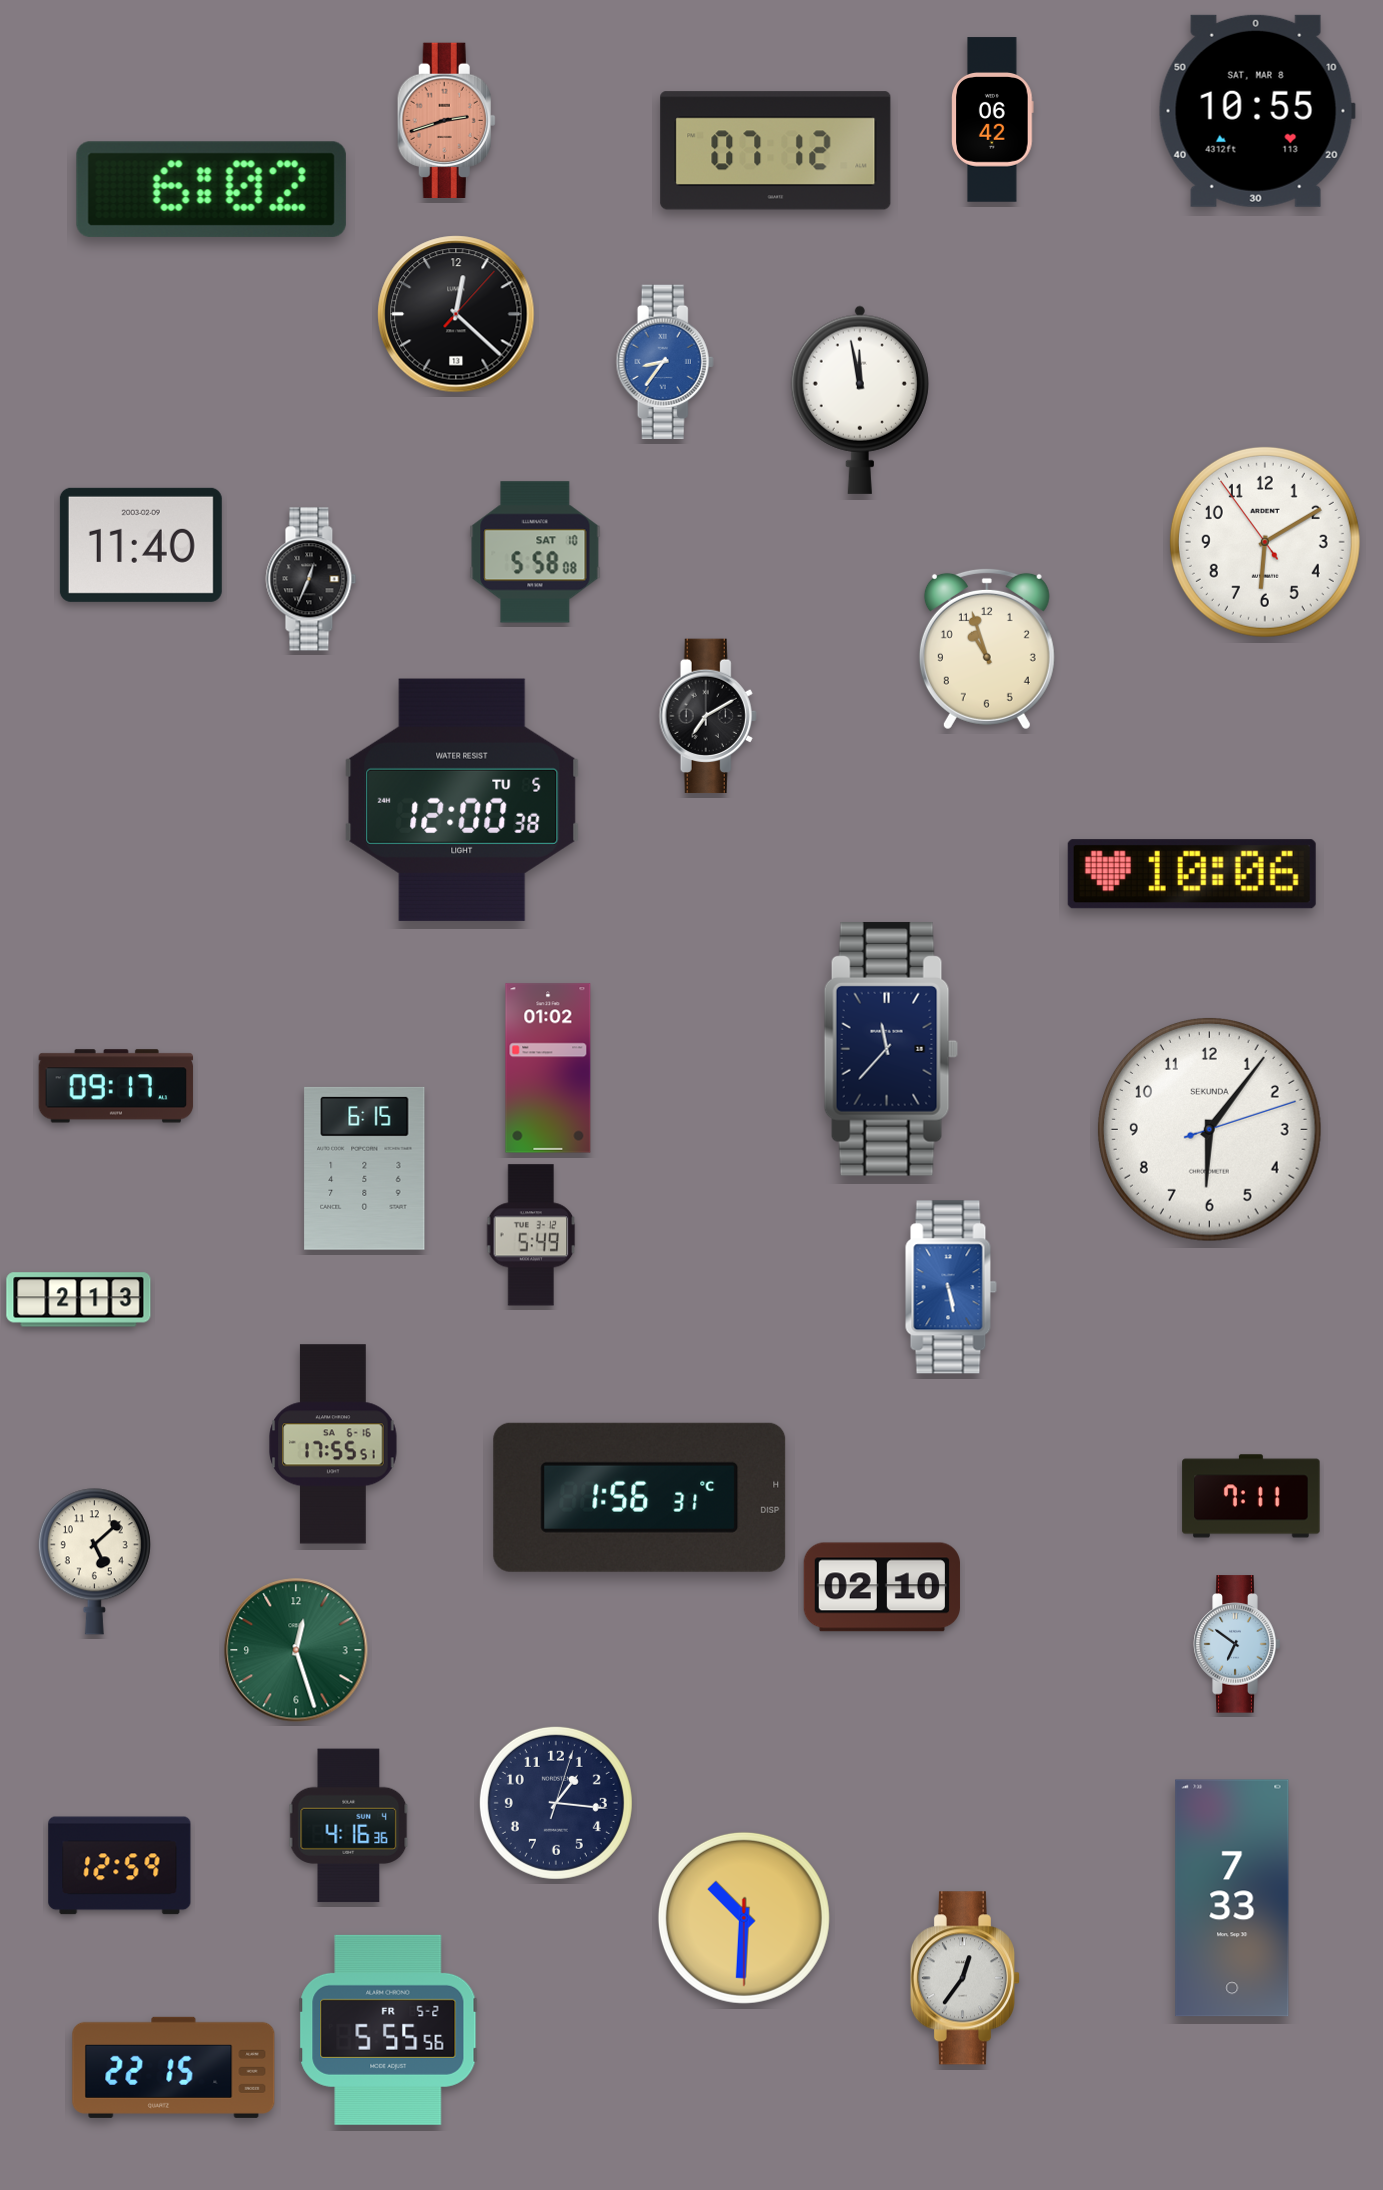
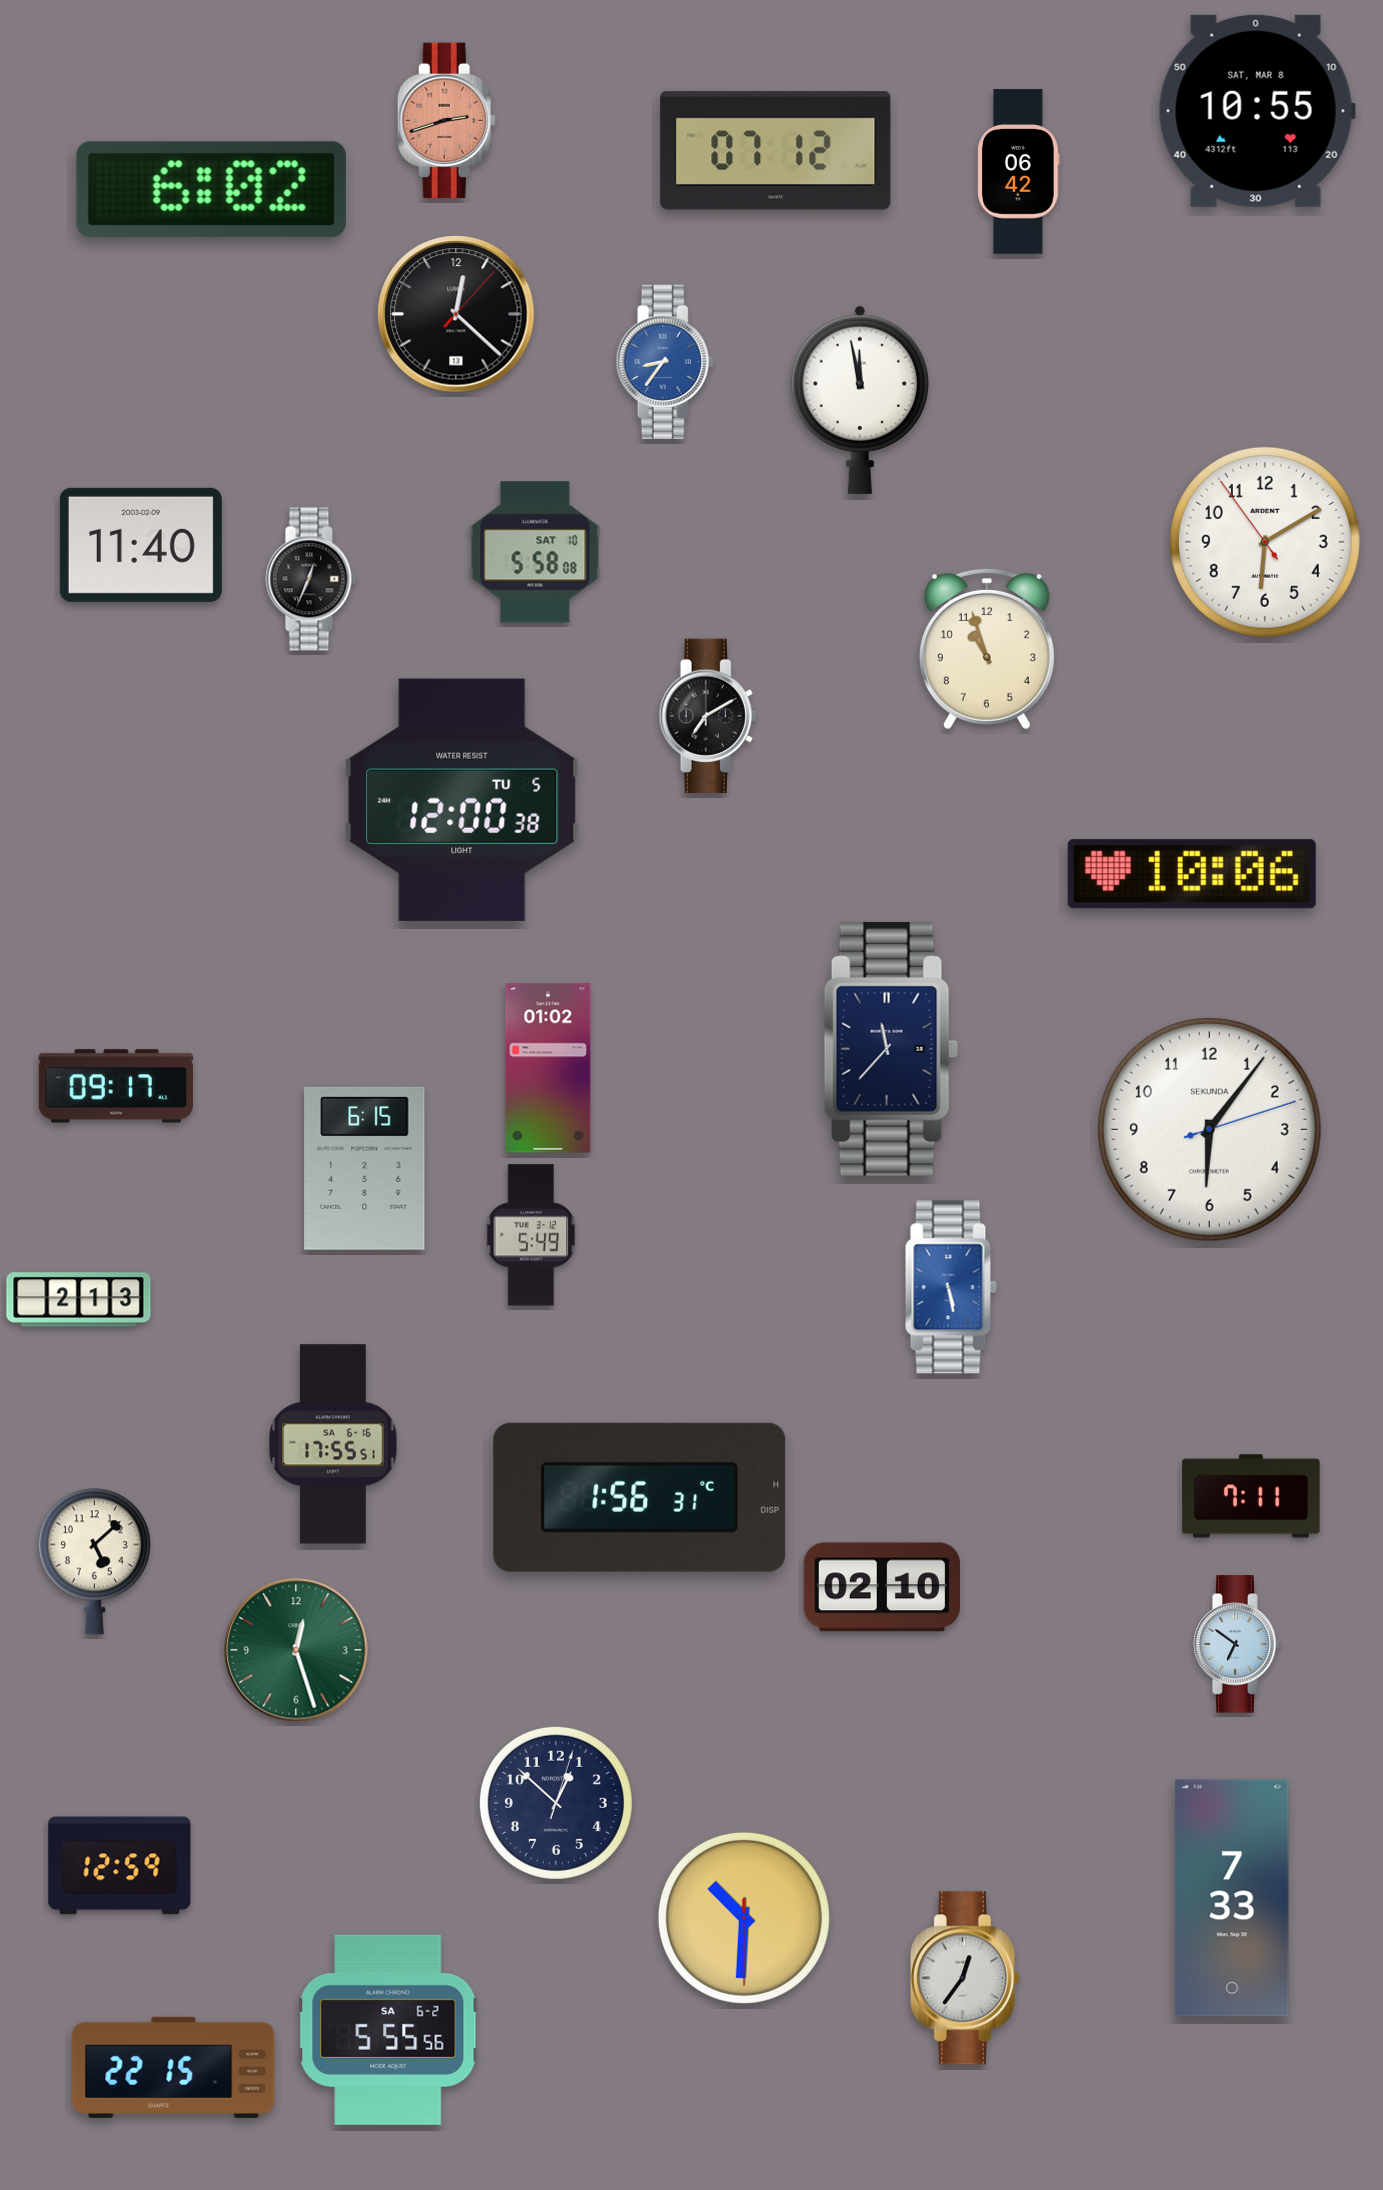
clock at (993, 120) position: (993, 120) -> (1019, 172)
clock at (556, 1803): 1:16 -> 12:52
clock at (349, 1826): 4:16 -> none
clock at (388, 2030) date: FR 5-2 -> SA 6-2
